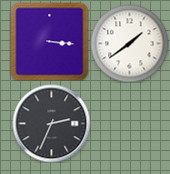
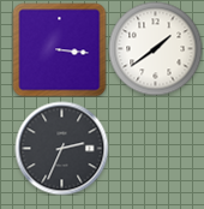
clock at (129, 43) position: (129, 43) -> (155, 48)
